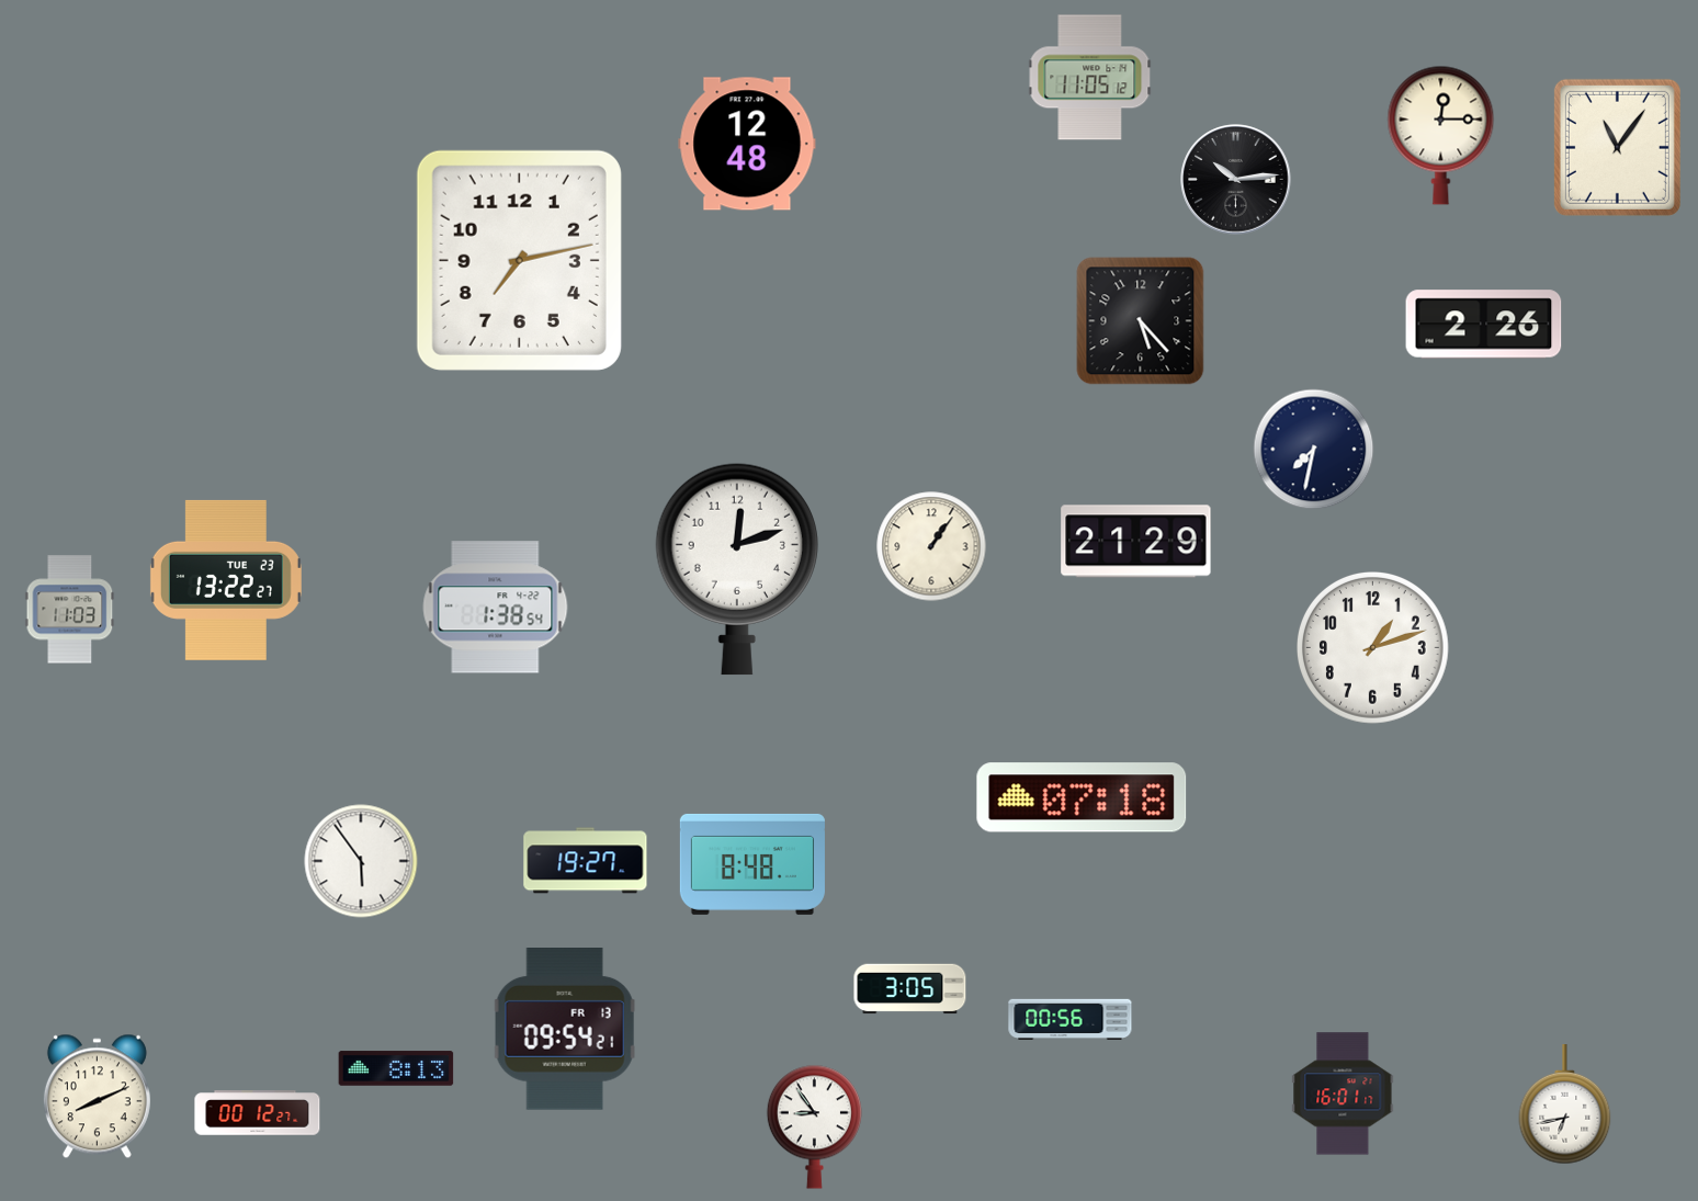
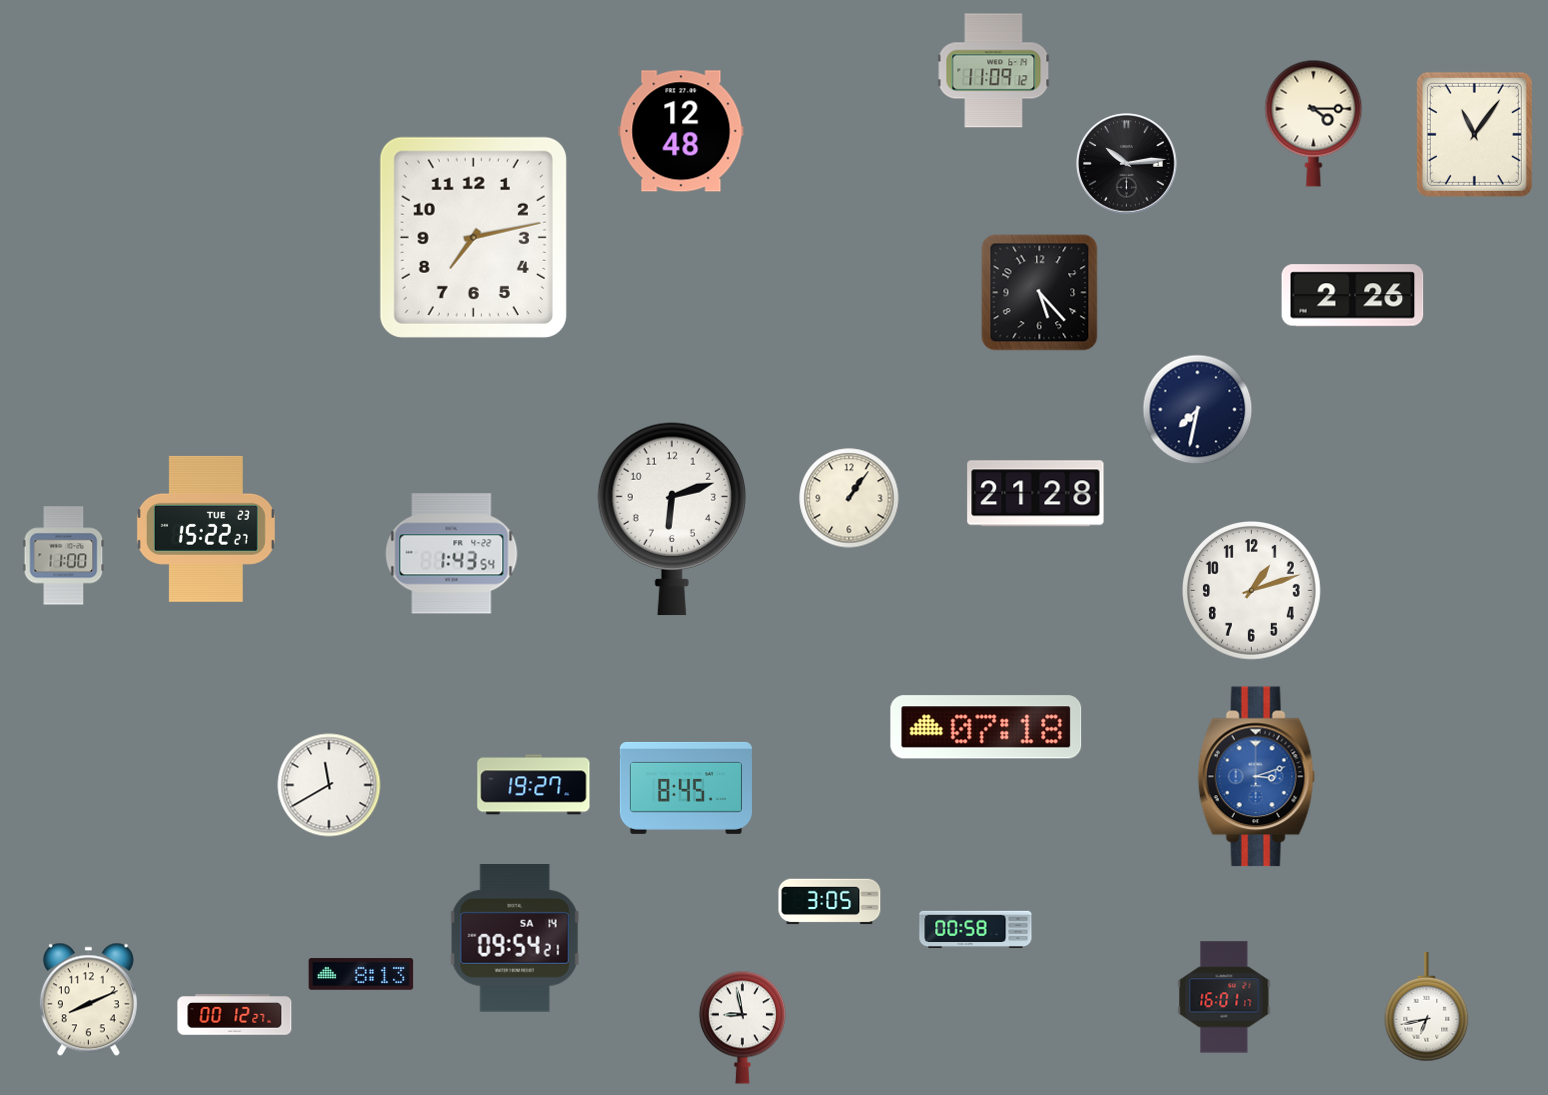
clock at (1090, 78): 11:05 -> 11:09
clock at (1441, 135): 12:15 -> 4:15
clock at (1136, 542): 21:29 -> 21:28
clock at (737, 569): 12:12 -> 6:12
clock at (226, 580): 13:22 -> 15:22
clock at (496, 608): 1:38 -> 1:43
clock at (70, 610): 11:03 -> 11:00
clock at (1257, 777): none -> 3:12
clock at (361, 861): 5:54 -> 11:40
clock at (752, 864): 8:48 -> 8:45
clock at (1071, 1019): 00:56 -> 00:58
clock at (565, 1030) date: FR 13 -> SA 14
clock at (814, 1126): 8:54 -> 8:58
